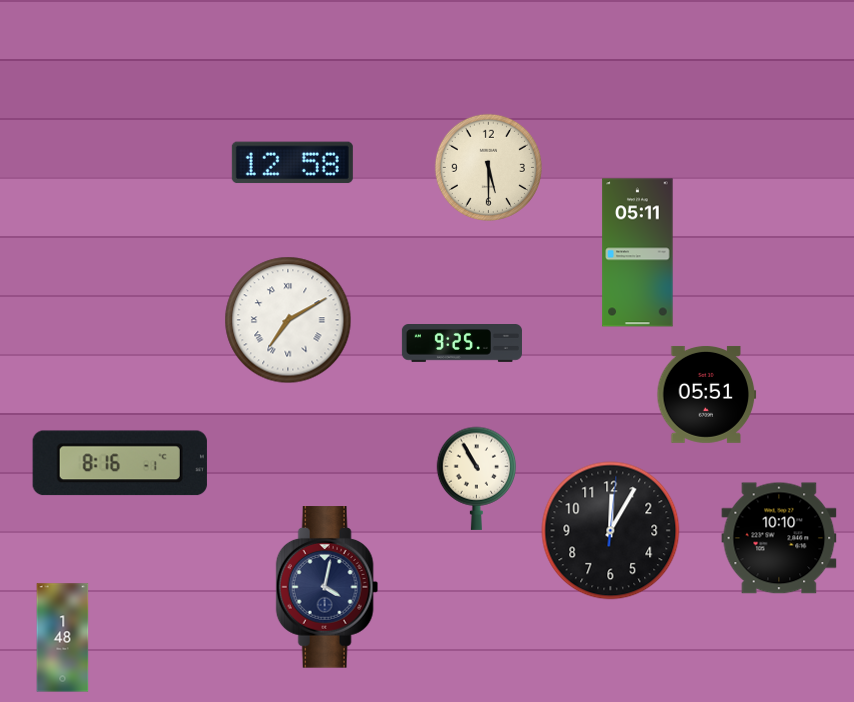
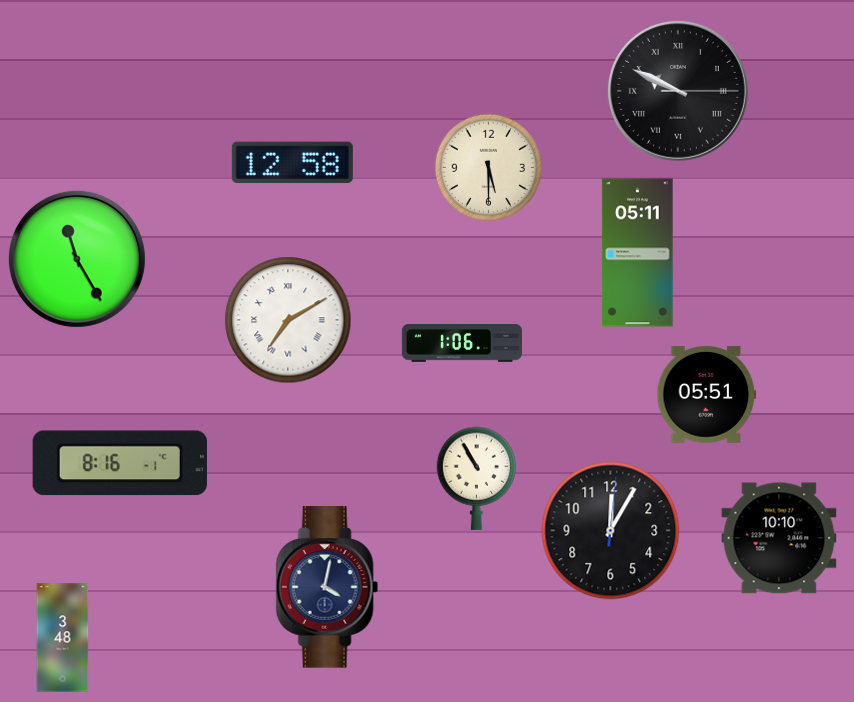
clock at (678, 91): none -> 9:49
clock at (77, 259): none -> 11:25
clock at (462, 344): 9:25 -> 1:06
clock at (63, 638): 1:48 -> 3:48
